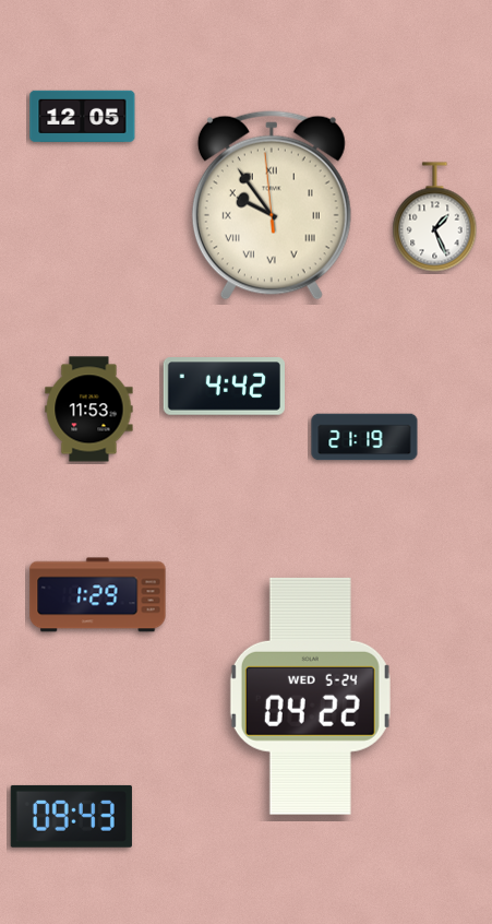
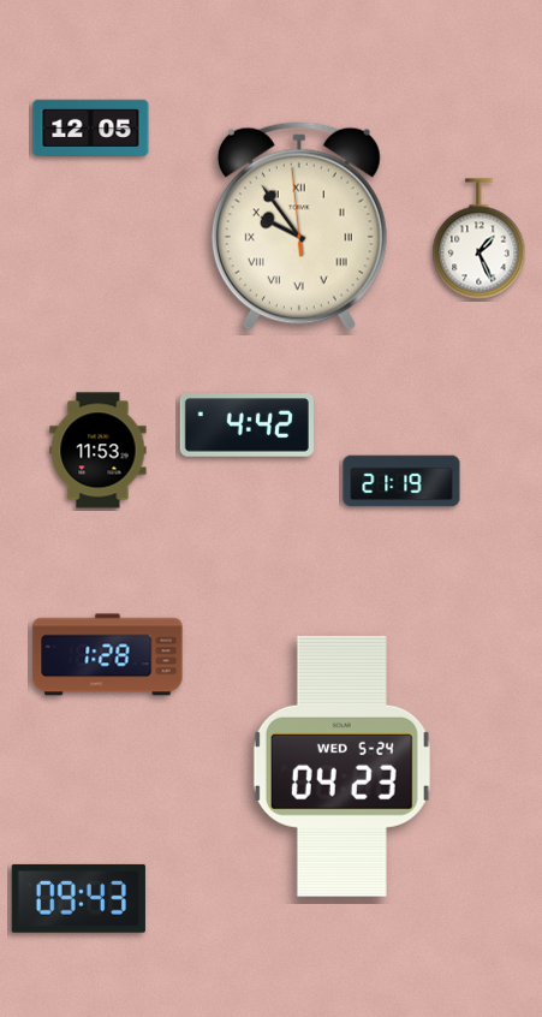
clock at (98, 595): 1:29 -> 1:28
clock at (310, 696): 04:22 -> 04:23
